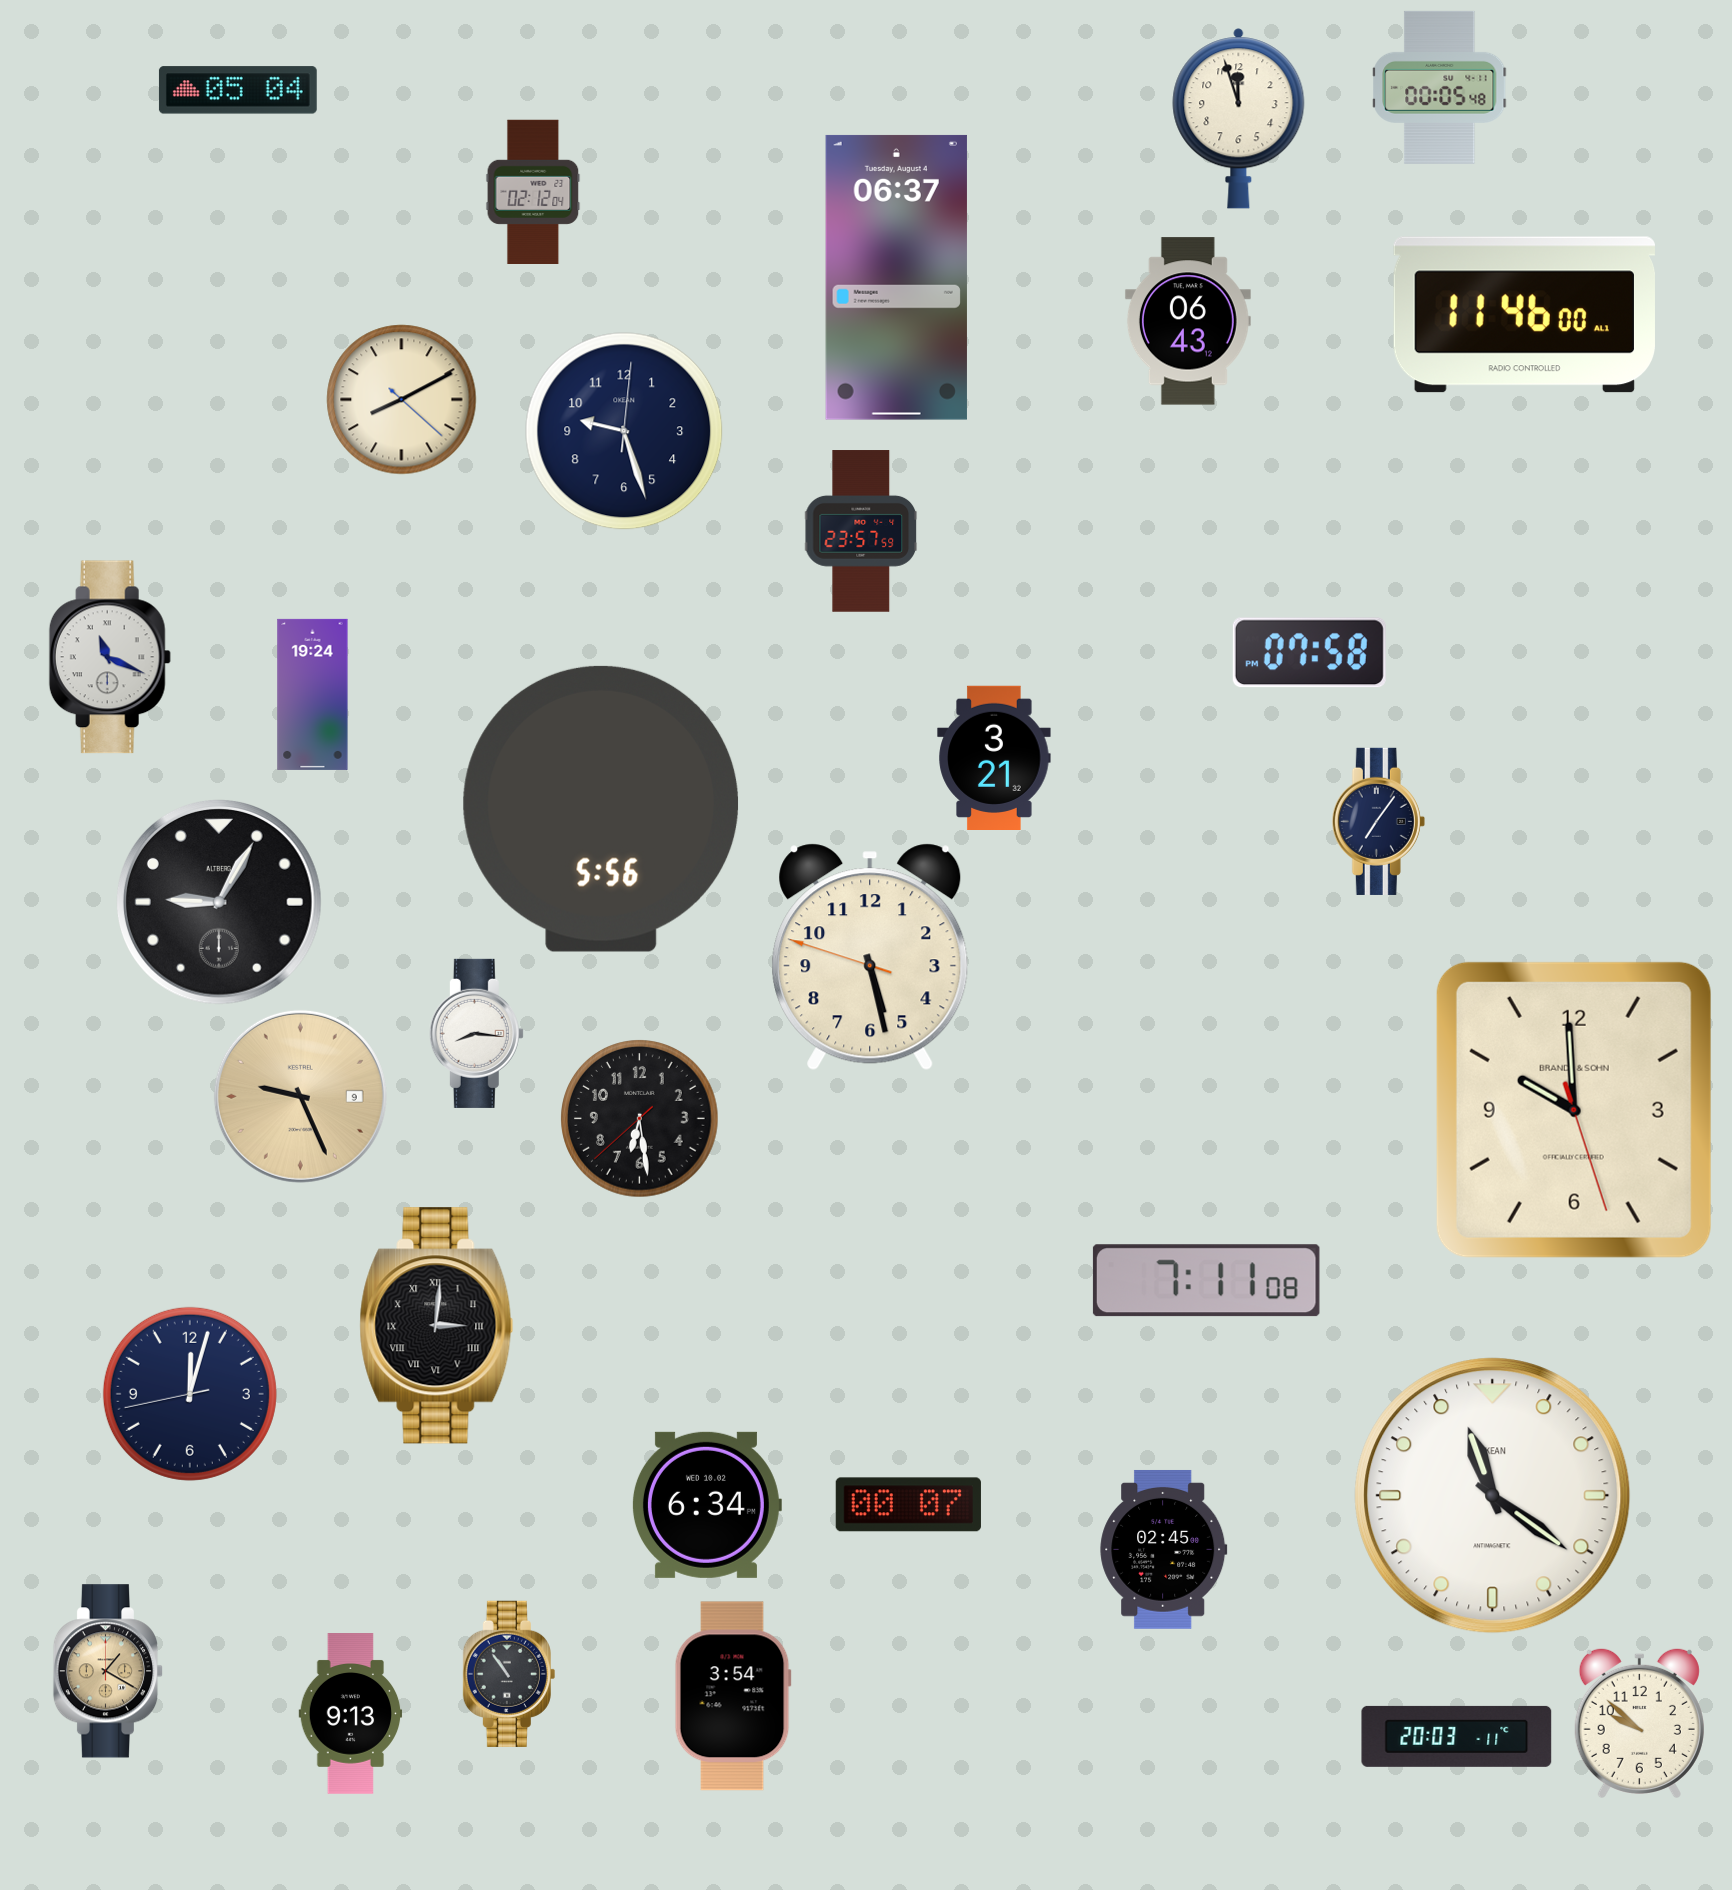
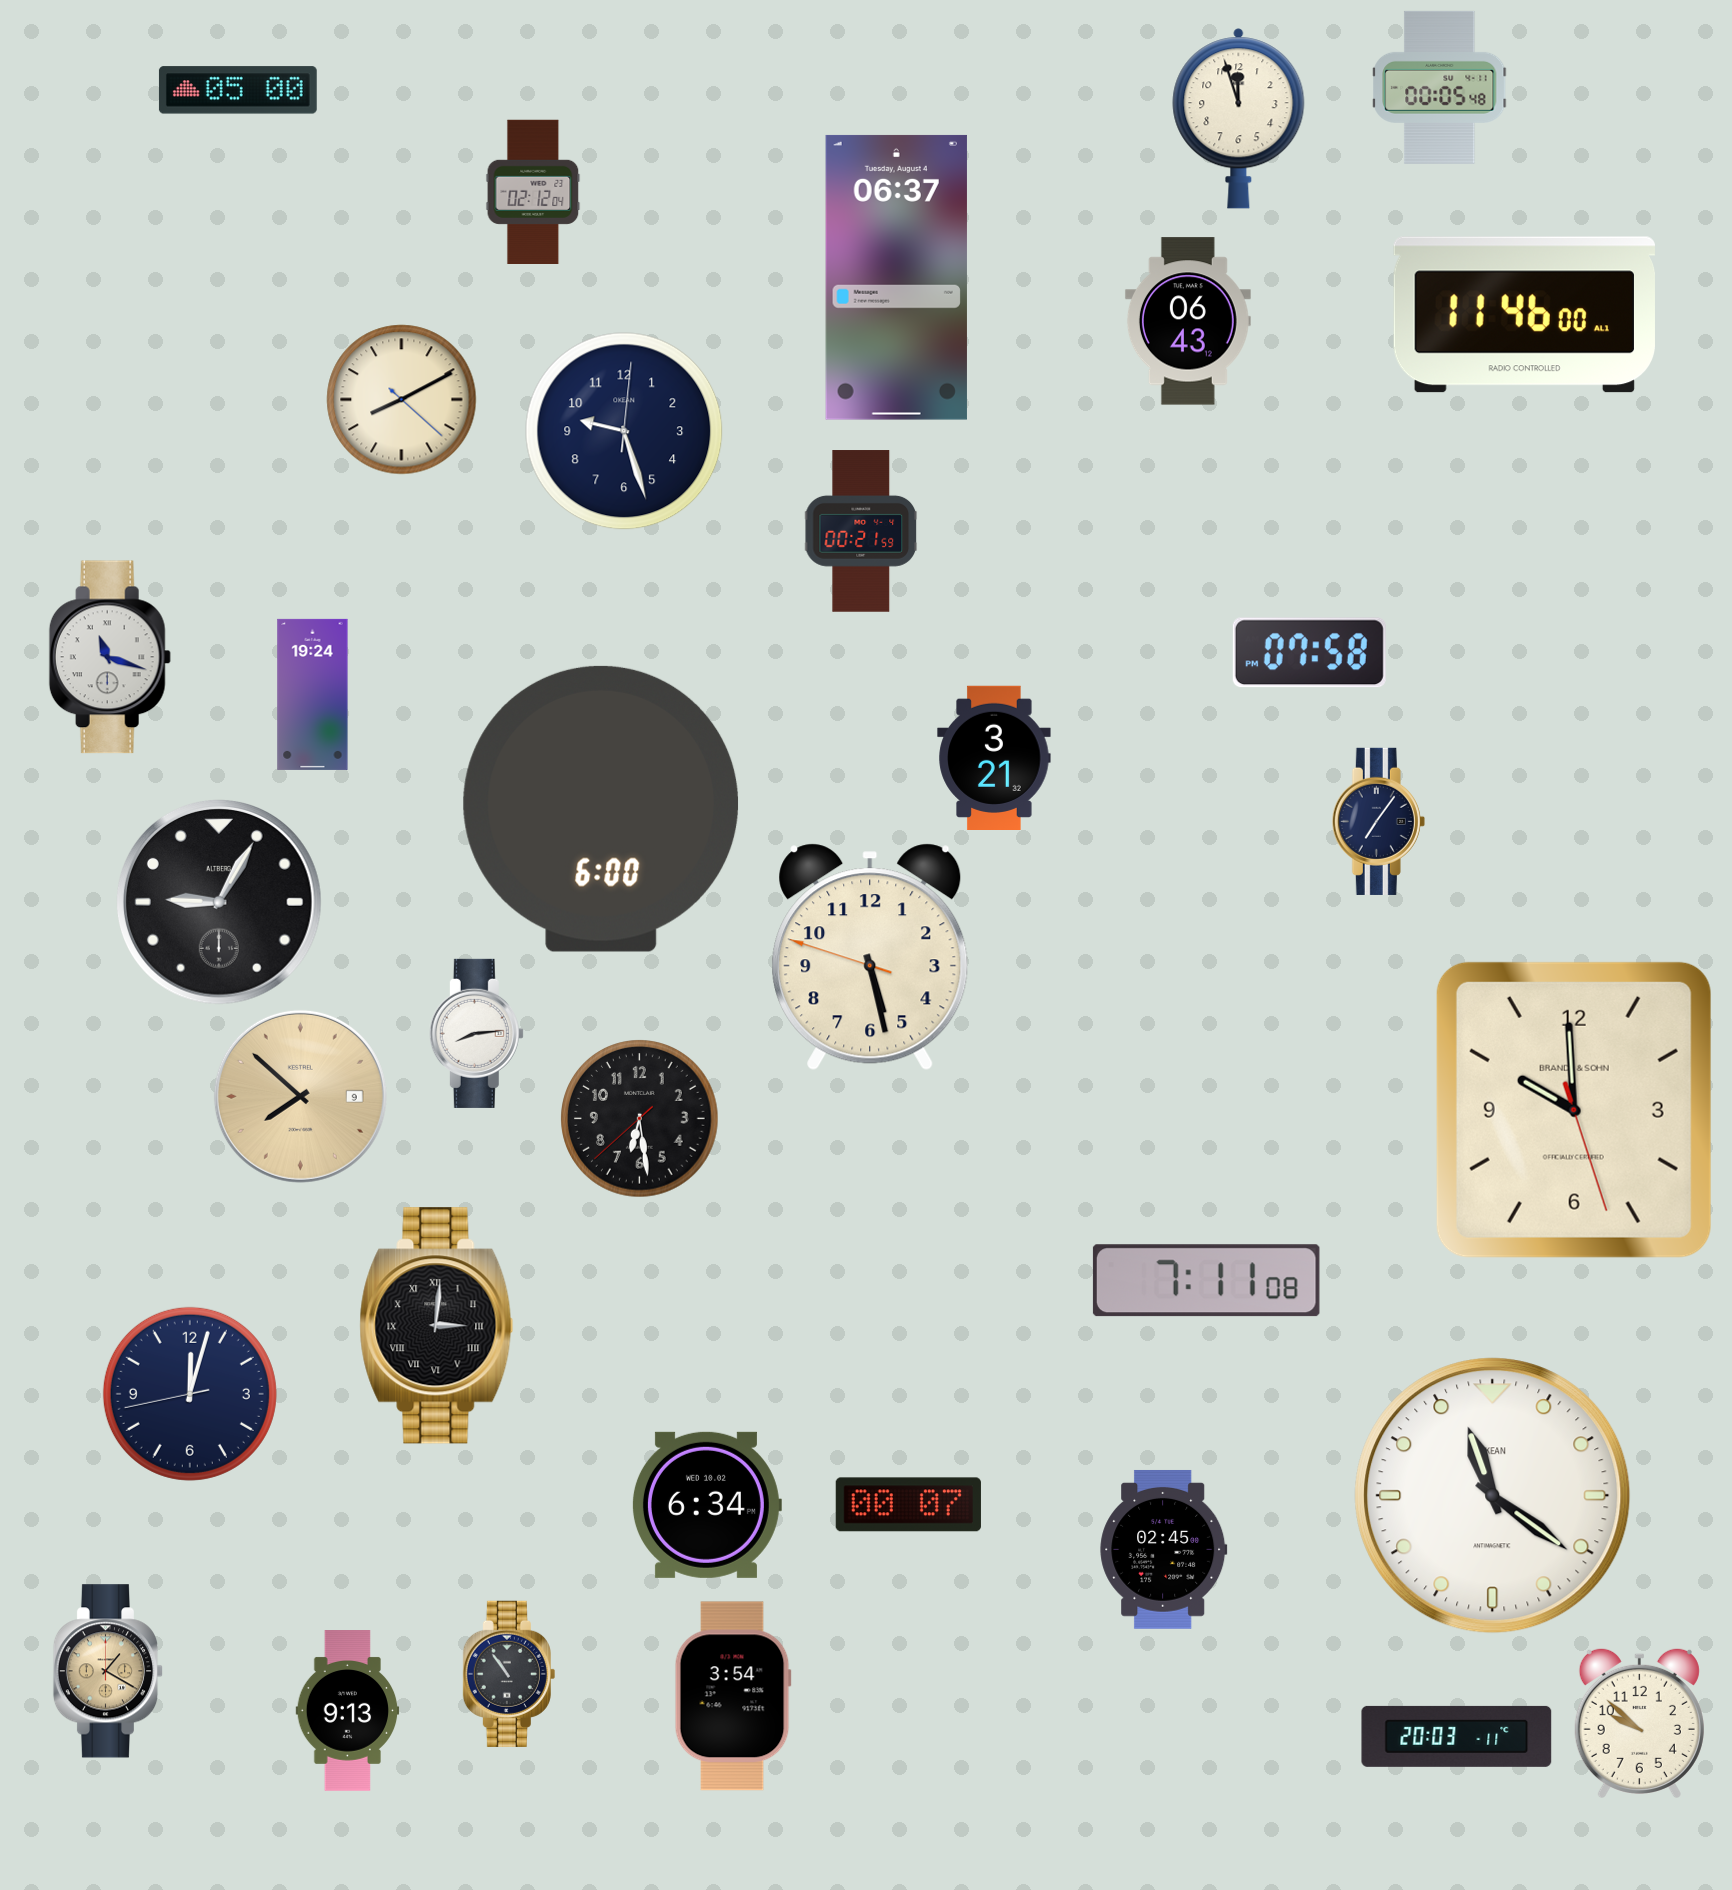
clock at (238, 90): 05:04 -> 05:00
clock at (861, 531): 23:57 -> 00:21
clock at (110, 657): 11:19 -> 11:18
clock at (601, 809): 5:56 -> 6:00
clock at (476, 1033): 8:16 -> 8:14
clock at (300, 1096): 9:26 -> 7:52
clock at (351, 1714) position: (351, 1714) -> (348, 1711)
